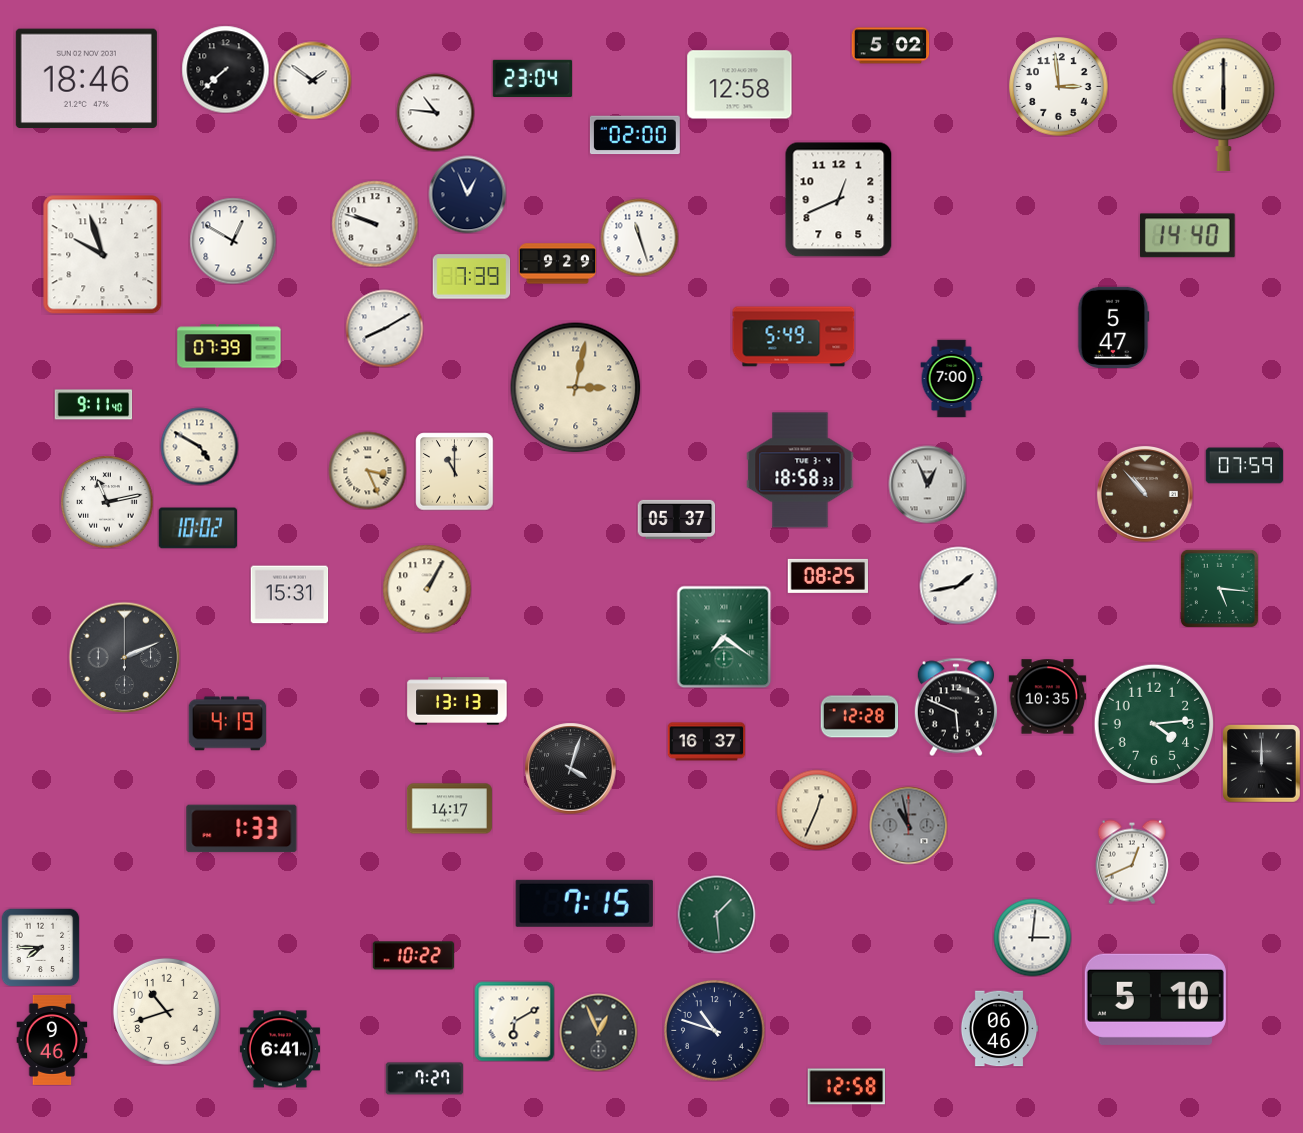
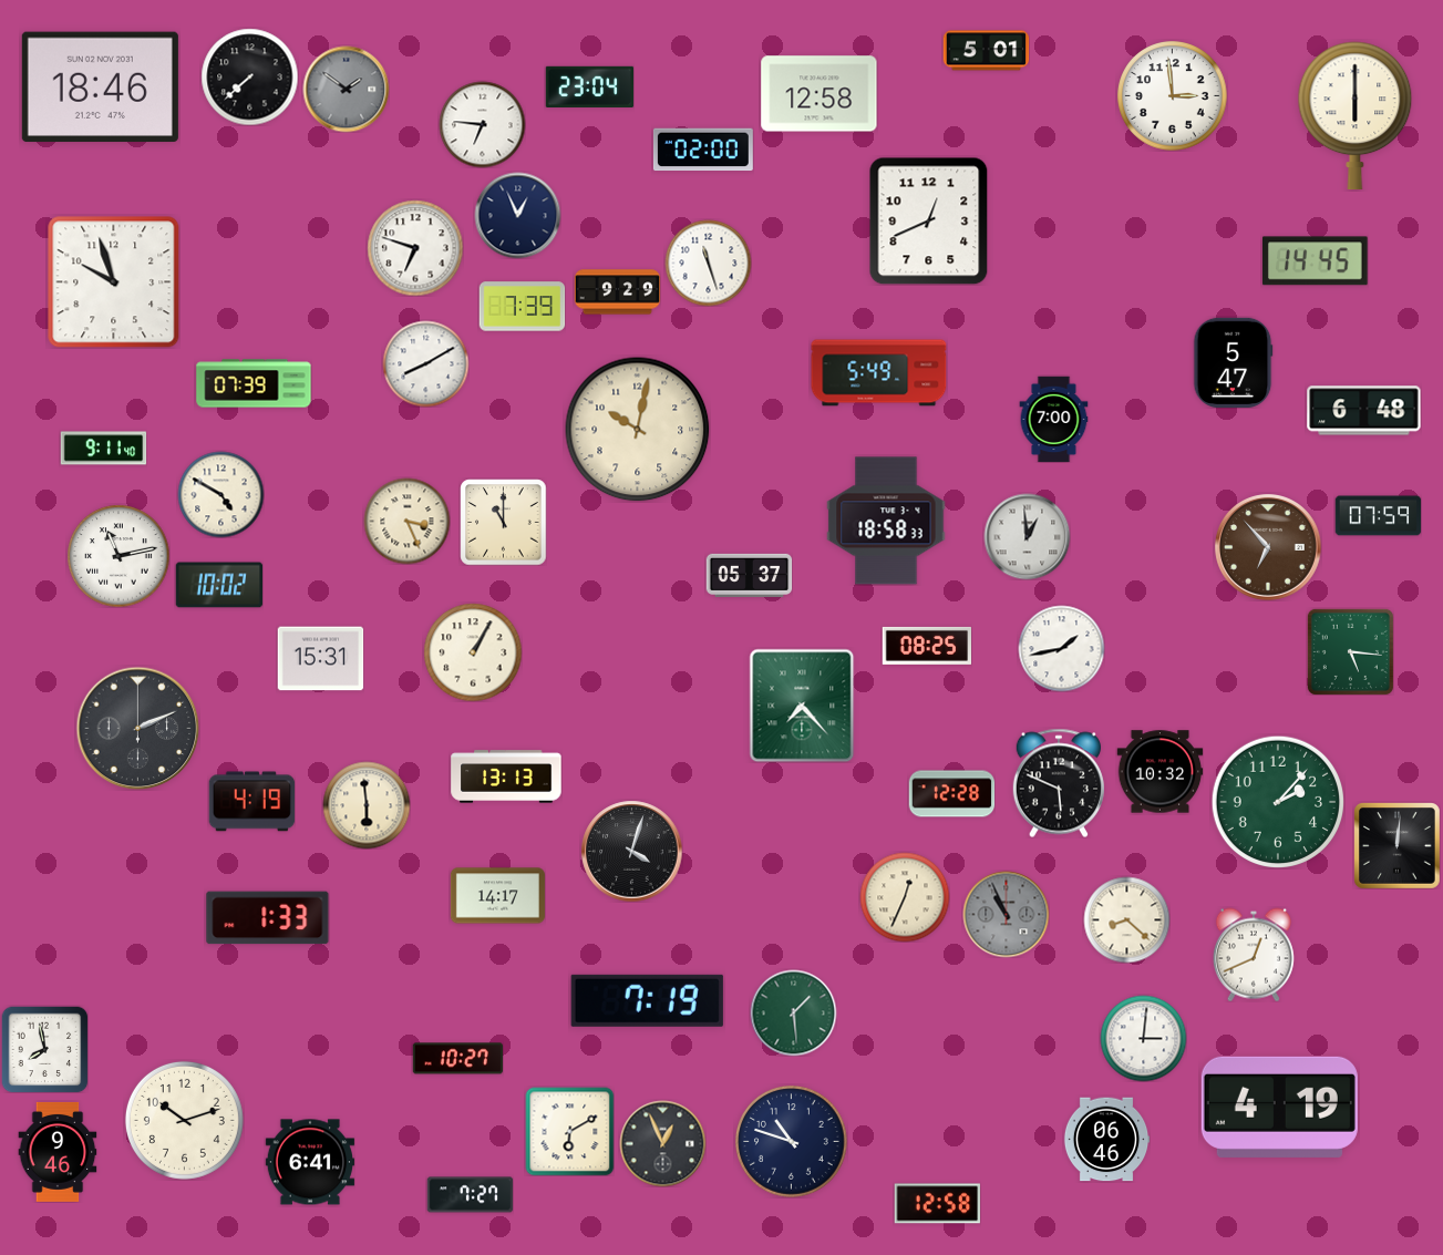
clock at (890, 46): 5:02 -> 5:01
clock at (86, 79) position: (86, 79) -> (100, 88)
clock at (312, 80) dial: white -> grey
clock at (435, 112): 10:46 -> 6:46
clock at (375, 224): 9:48 -> 6:48
clock at (1187, 236): 14:40 -> 14:45
clock at (233, 241): 12:50 -> none
clock at (1364, 411): none -> 6:48
clock at (576, 388): 3:02 -> 10:02
clock at (927, 484): 12:56 -> 12:59
clock at (1146, 495): 10:53 -> 6:53
clock at (827, 576) position: (827, 576) -> (926, 646)
clock at (724, 637): 7:21 -> 7:23
clock at (1047, 697): 10:35 -> 10:32
clock at (1153, 723): 4:14 -> 2:07
clock at (367, 805): none -> 5:59
clock at (706, 742): 16:37 -> none
clock at (1262, 764): 12:00 -> 12:01
clock at (908, 825): 10:58 -> 10:56
clock at (1126, 919): none -> 8:22
clock at (584, 903): 7:15 -> 7:19
clock at (40, 947): 7:45 -> 7:58
clock at (413, 956): 10:22 -> 10:27
clock at (1155, 999): 5:10 -> 4:19
clock at (166, 1011): 10:42 -> 10:12
